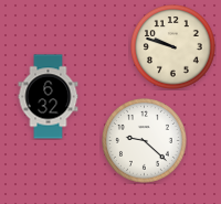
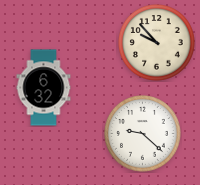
clock at (173, 47): 9:48 -> 9:53
clock at (145, 141) position: (145, 141) -> (143, 134)
